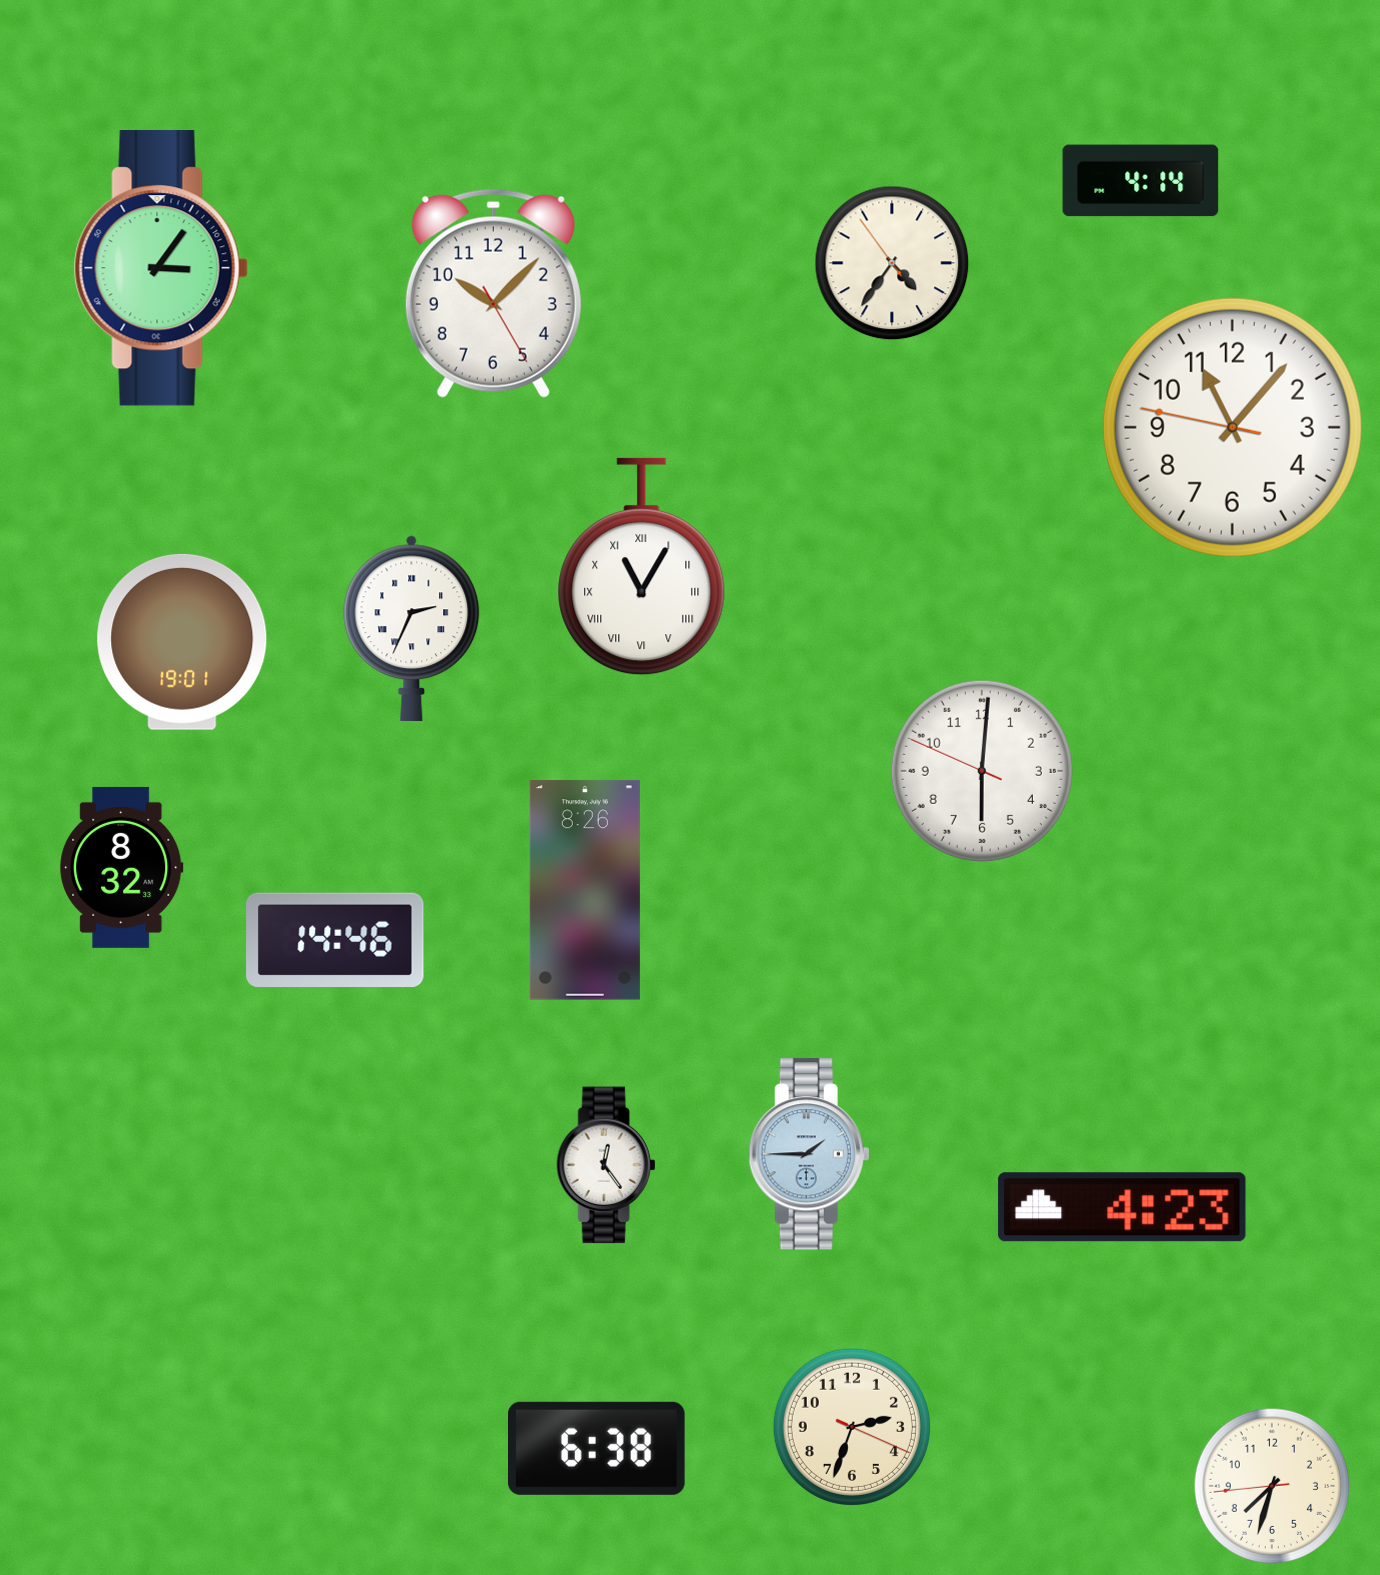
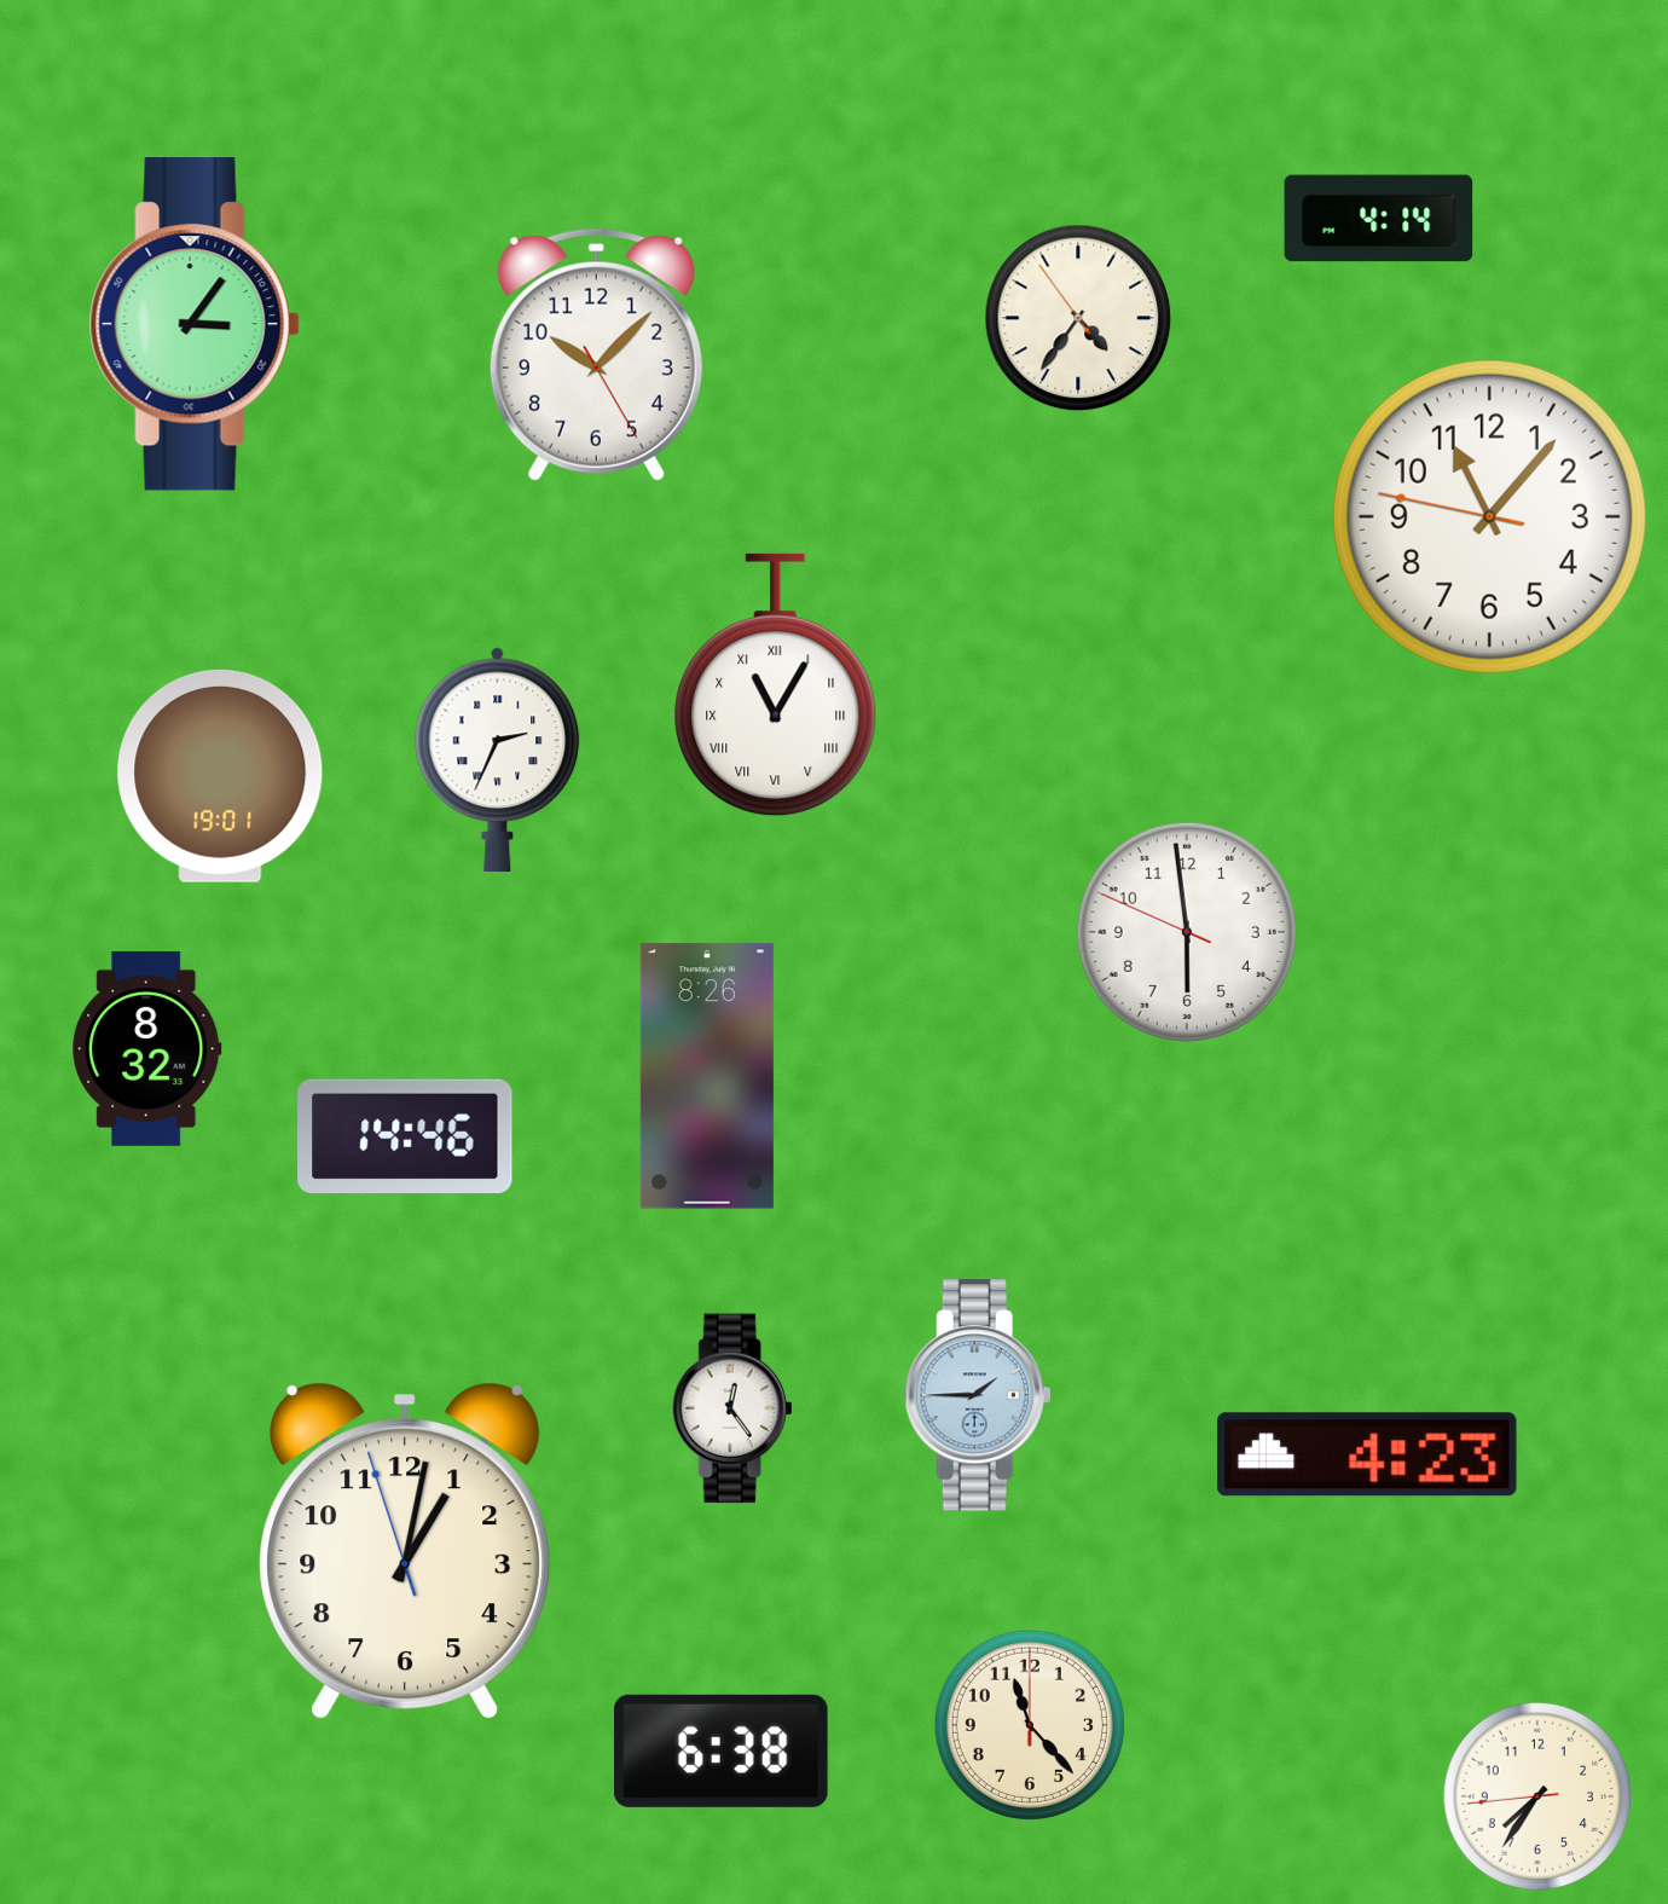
clock at (982, 771): 6:00 -> 5:58
clock at (1122, 1207) position: (1122, 1207) -> (1367, 1454)
clock at (405, 1551): none -> 1:01
clock at (852, 1427): 2:33 -> 11:23
clock at (1272, 1486): 7:32 -> 7:35
